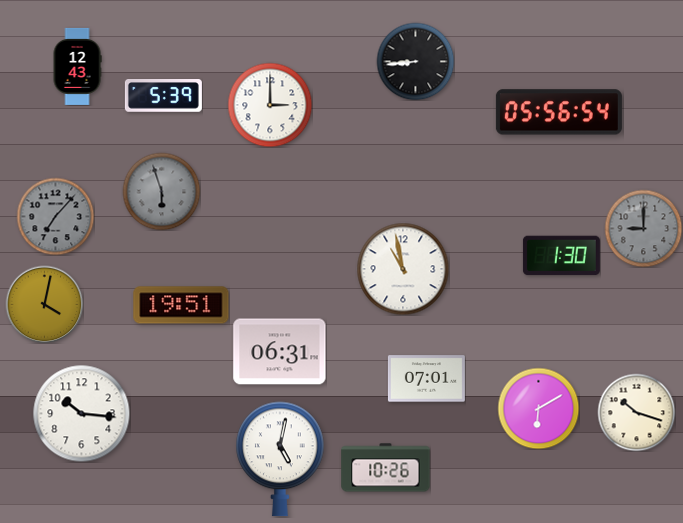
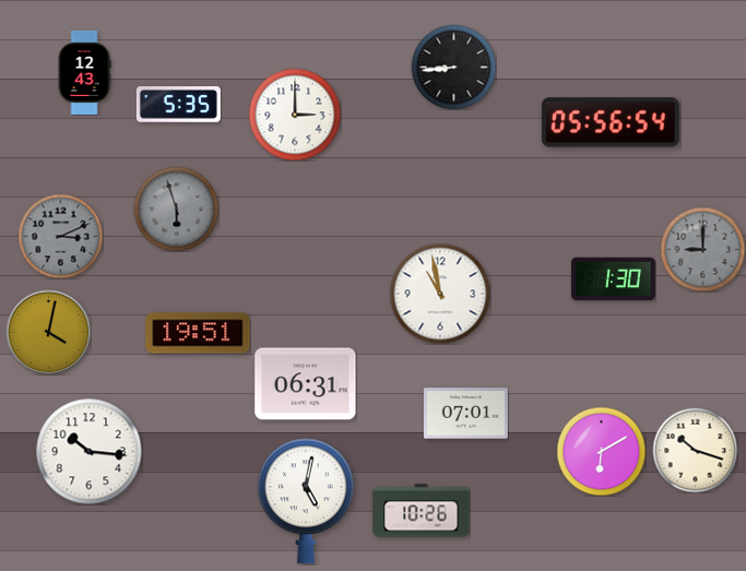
clock at (163, 96): 5:39 -> 5:35
clock at (55, 216): 7:07 -> 3:11
clock at (538, 408) position: (538, 408) -> (601, 451)
